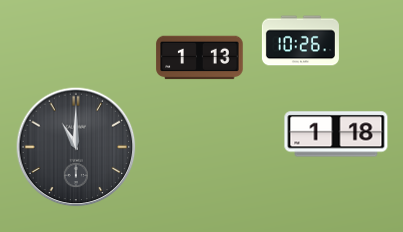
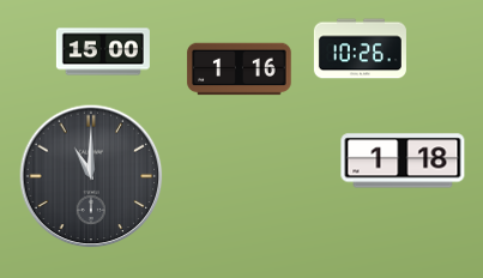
clock at (103, 52): none -> 15:00
clock at (200, 58): 1:13 -> 1:16
